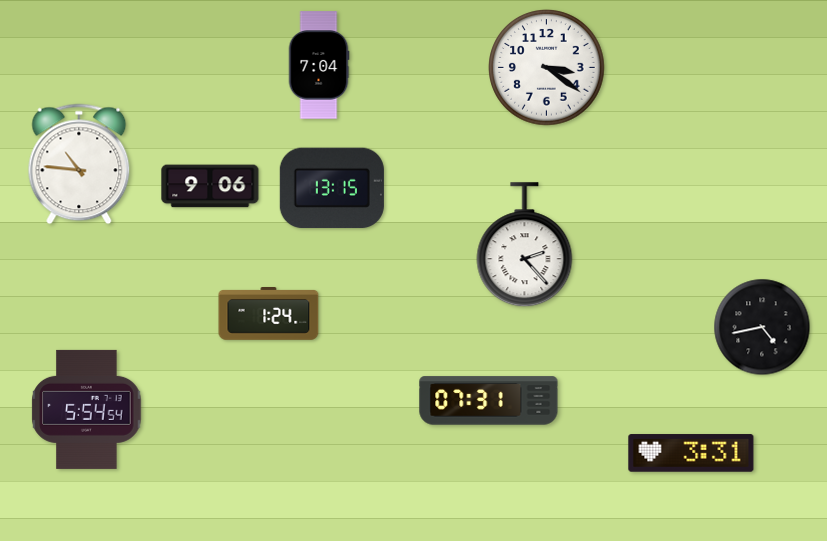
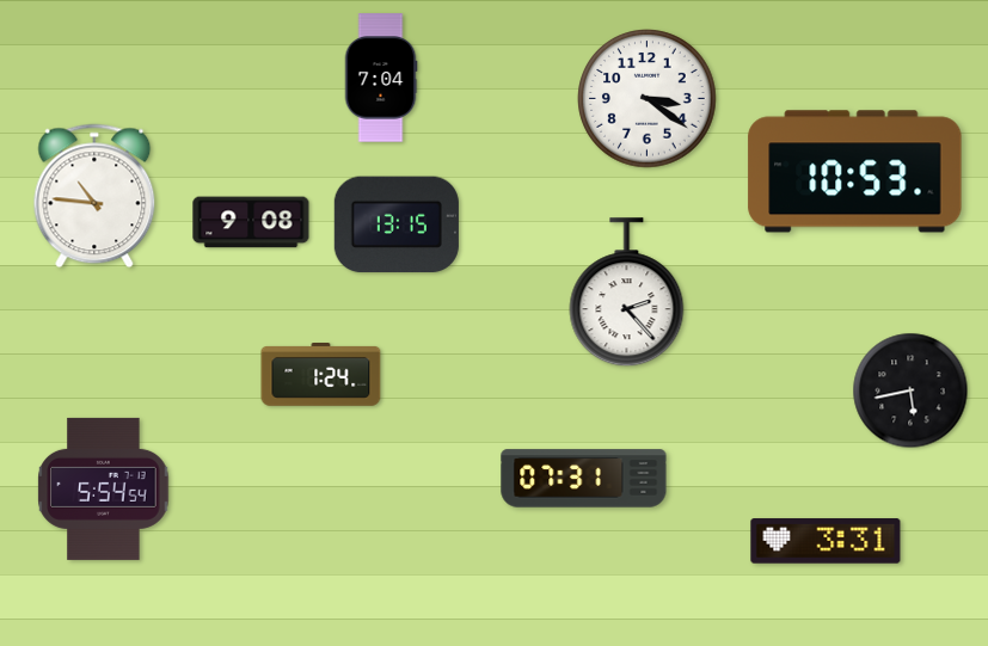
clock at (547, 68) position: (547, 68) -> (648, 99)
clock at (855, 172): none -> 10:53
clock at (210, 186): 9:06 -> 9:08
clock at (762, 327): 4:43 -> 5:43
